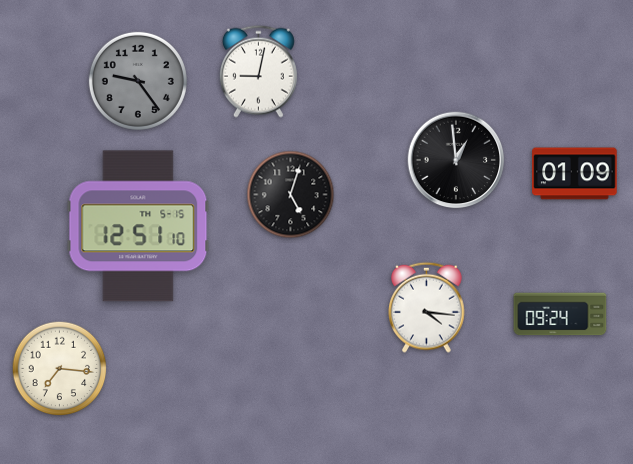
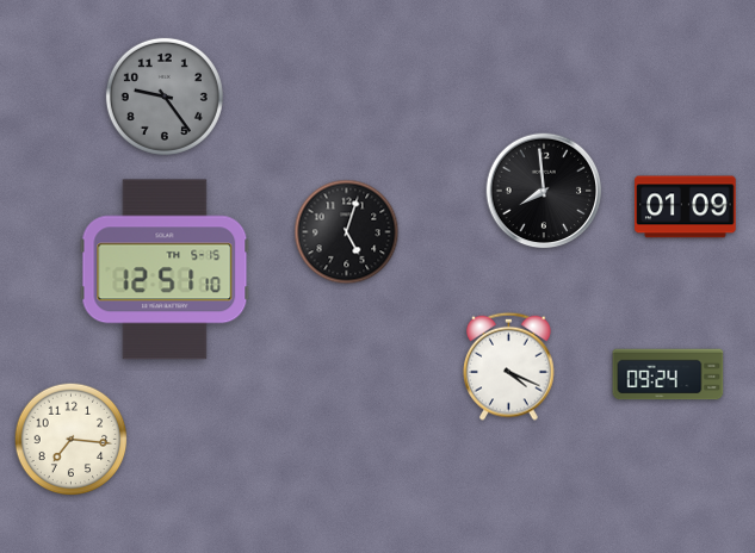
clock at (258, 71): 9:02 -> none
clock at (456, 160): 12:59 -> 7:59
clock at (427, 307): 4:16 -> 4:19
